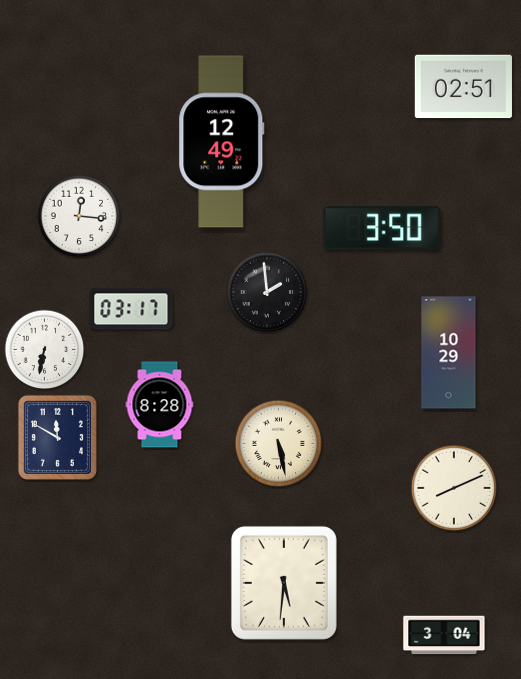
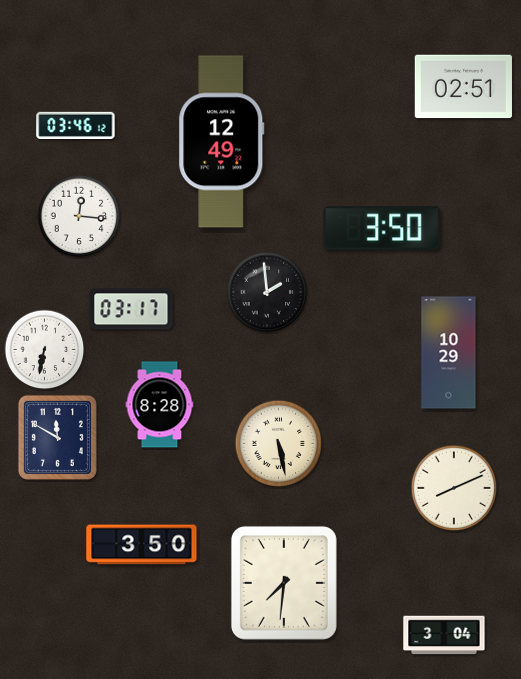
clock at (76, 126): none -> 03:46
clock at (142, 545): none -> 3:50
clock at (284, 583): 5:31 -> 7:31
